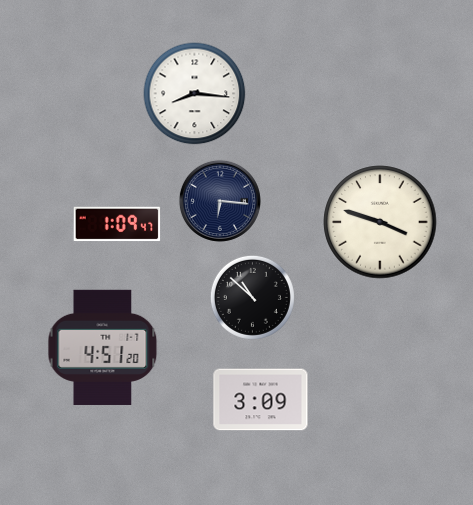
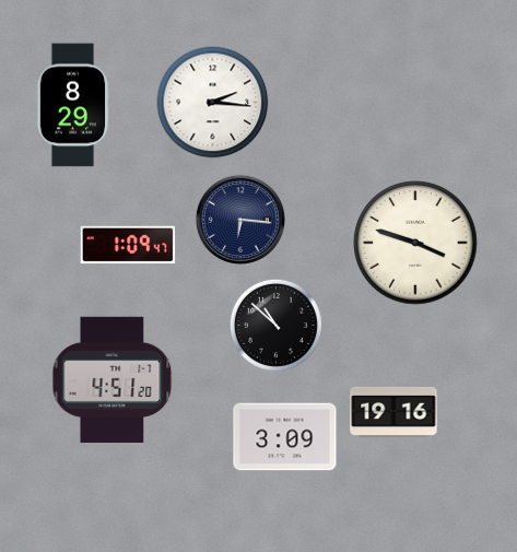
clock at (195, 94): 8:16 -> 2:16
clock at (73, 105): none -> 8:29
clock at (393, 412): none -> 19:16
